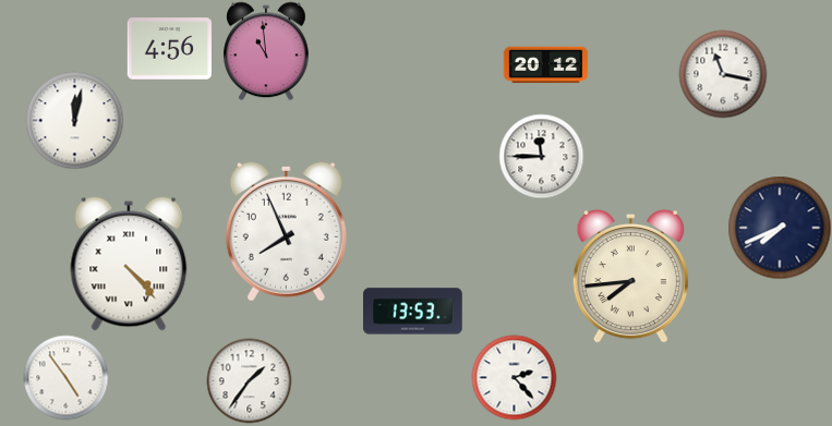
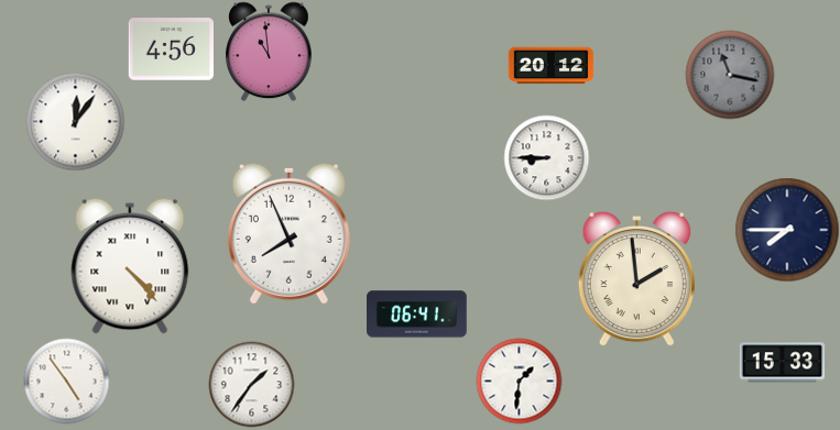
clock at (723, 74) dial: white -> grey
clock at (74, 120): 12:02 -> 12:06
clock at (541, 156): 11:45 -> 8:45
clock at (780, 228): 7:41 -> 7:45
clock at (630, 276): 7:44 -> 1:59
clock at (413, 312): 13:53 -> 06:41
clock at (782, 363): none -> 15:33
clock at (514, 377): 2:23 -> 1:31
